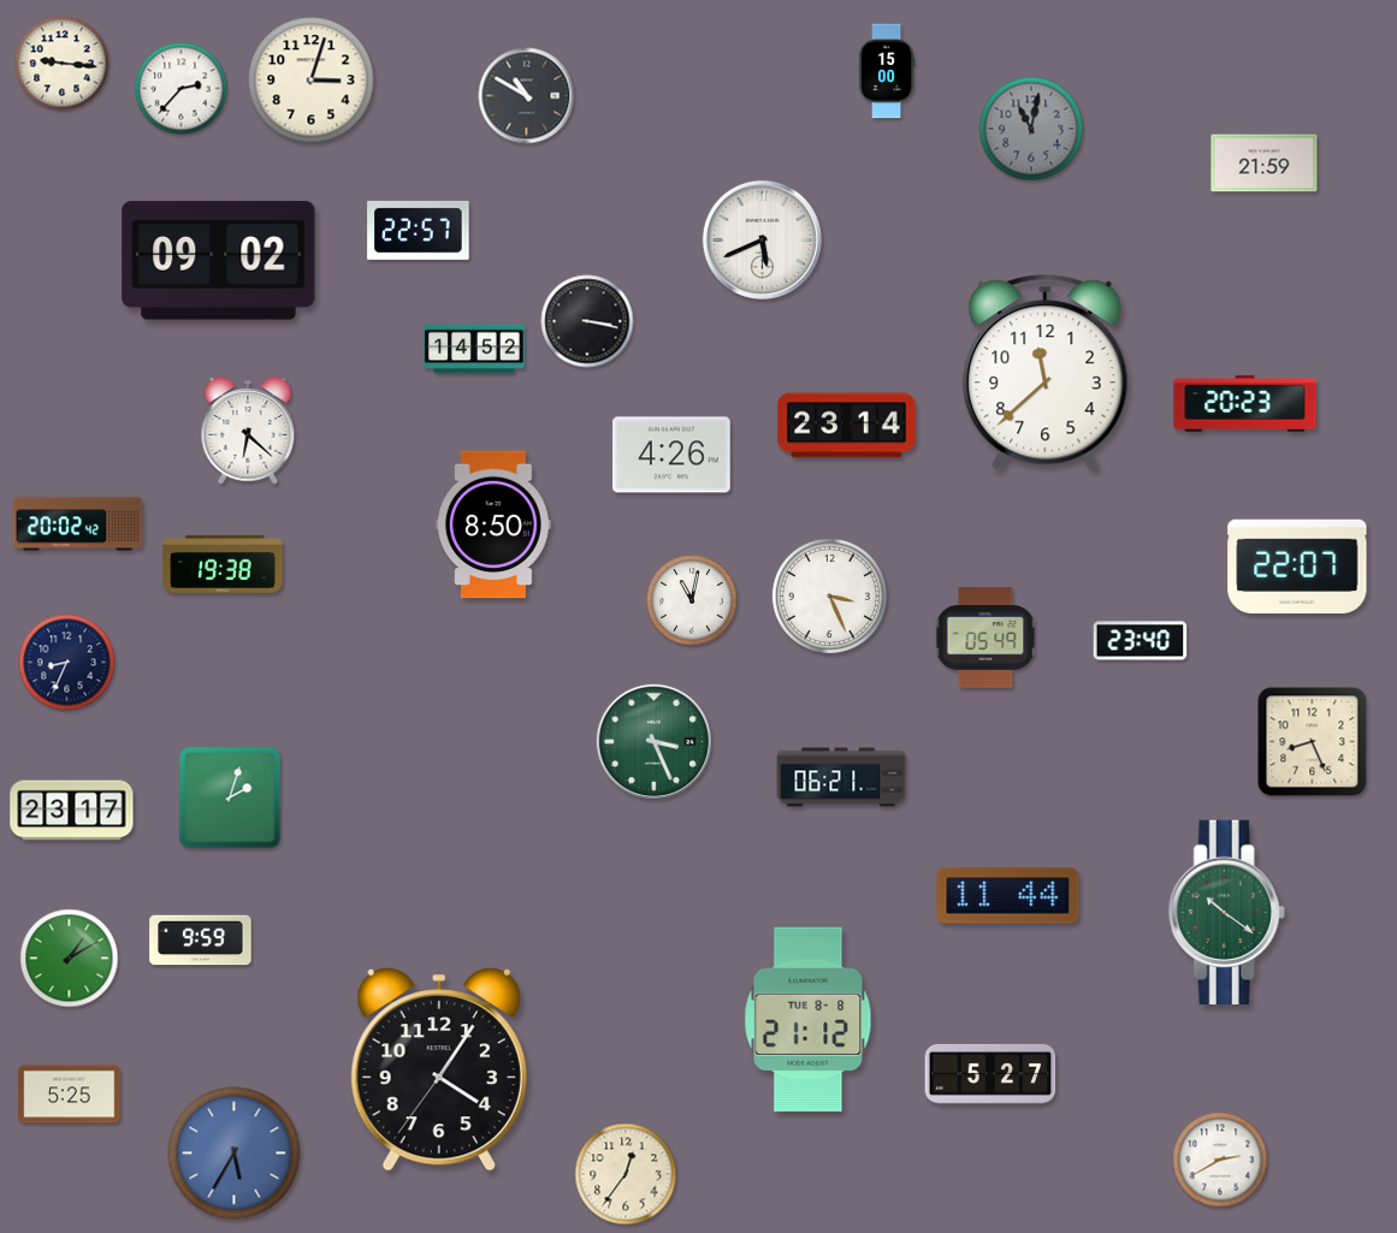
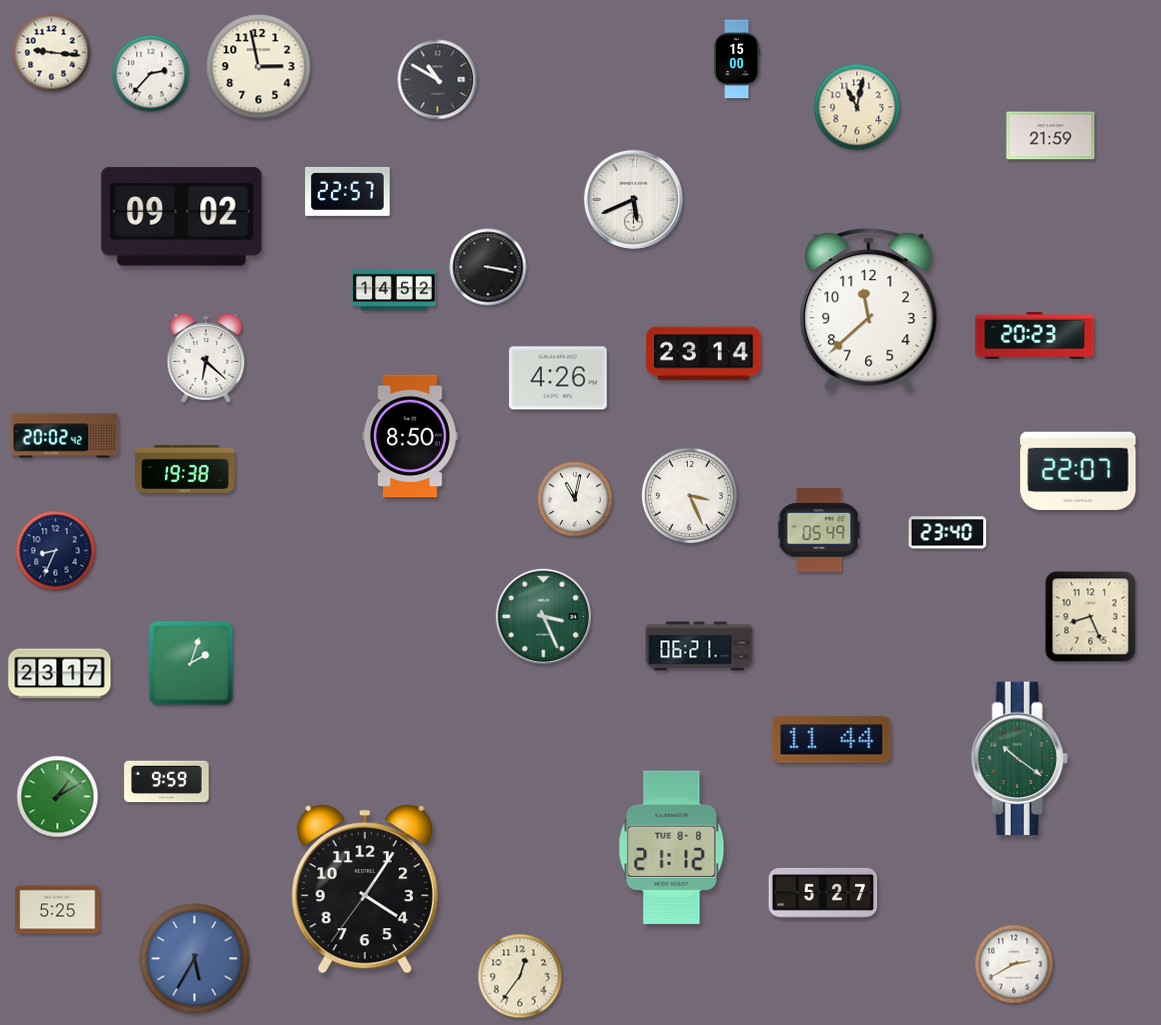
clock at (312, 81): 3:03 -> 2:58
clock at (1031, 129) dial: grey -> cream
clock at (1008, 896) position: (1008, 896) -> (832, 740)
